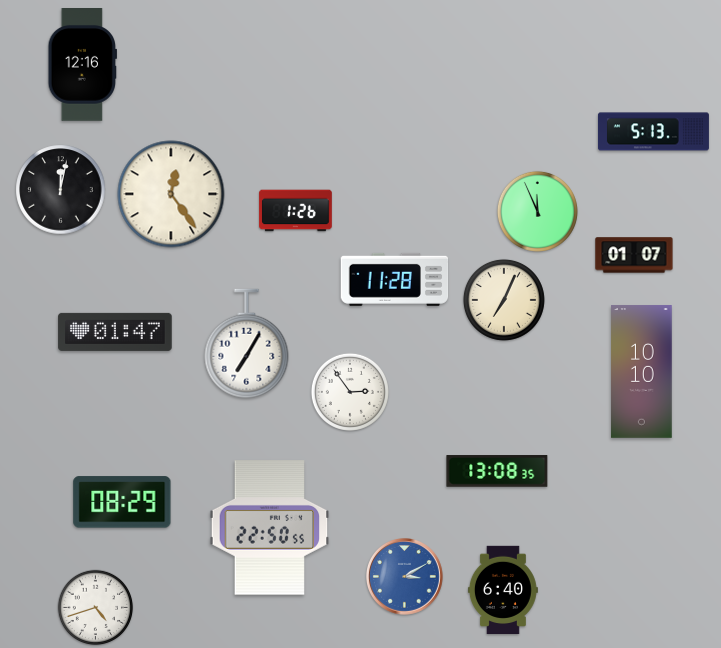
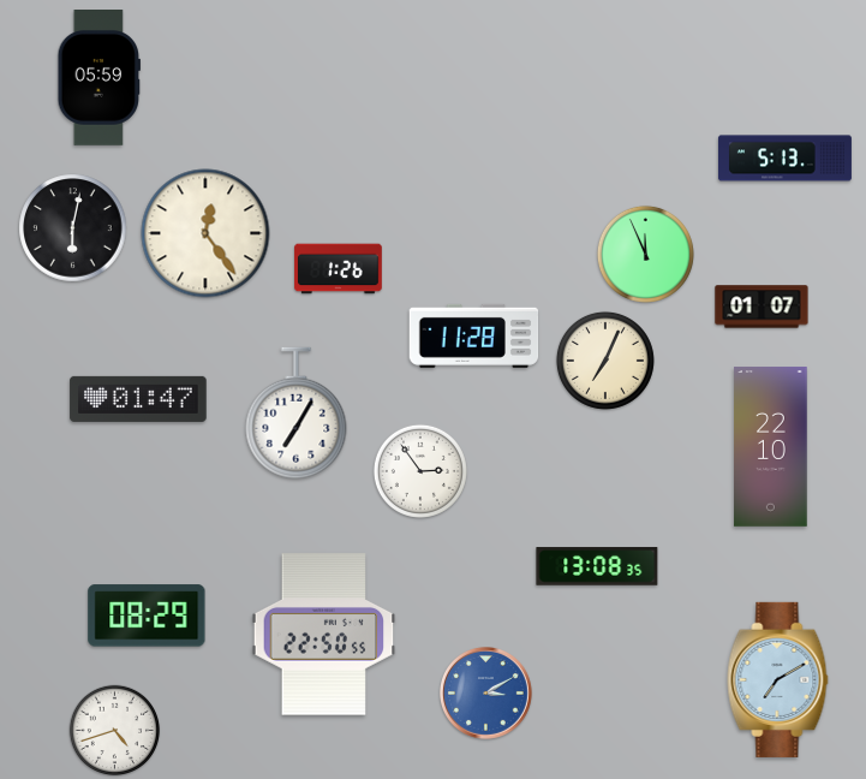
clock at (82, 65): 12:16 -> 05:59
clock at (61, 190): 12:02 -> 6:02
clock at (296, 211) position: (296, 211) -> (339, 269)
clock at (642, 372): 10:10 -> 22:10
clock at (122, 502) position: (122, 502) -> (147, 616)
clock at (778, 679): none -> 7:10
clock at (503, 589): 6:40 -> none
